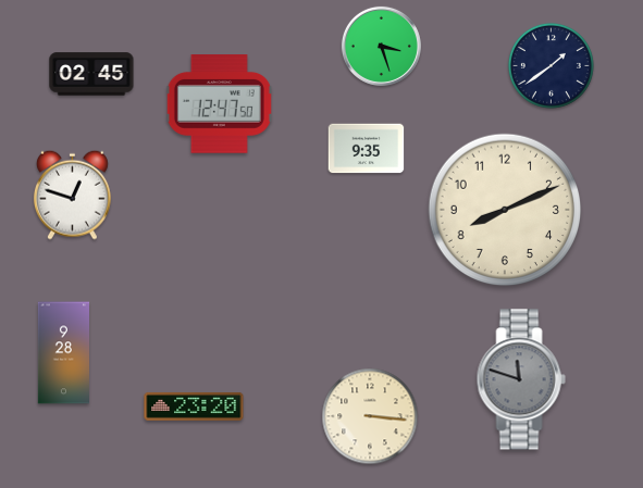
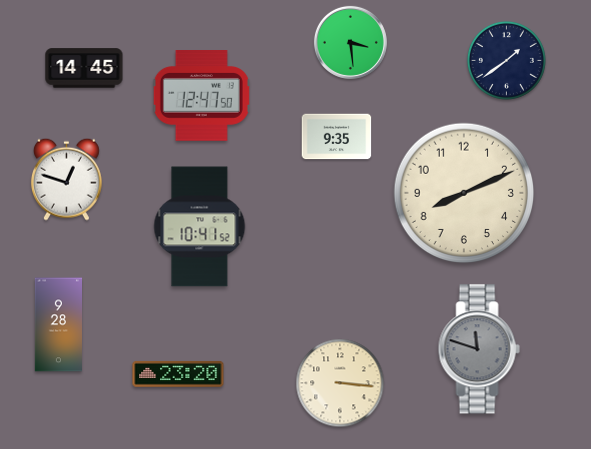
clock at (381, 46): 3:27 -> 3:29
clock at (91, 74): 02:45 -> 14:45
clock at (200, 227): none -> 10:41
